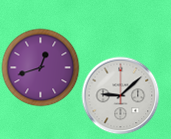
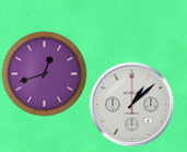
clock at (120, 95): 9:08 -> 1:08
